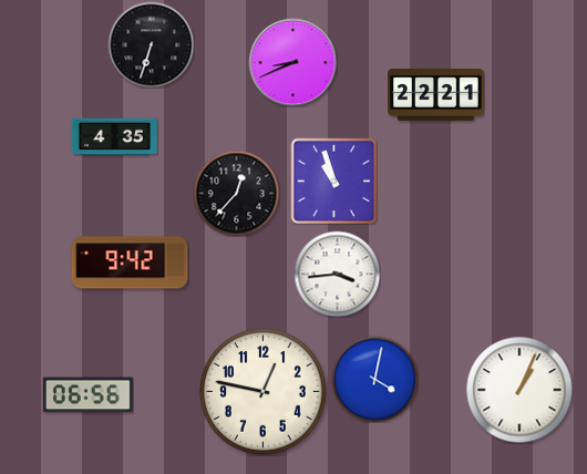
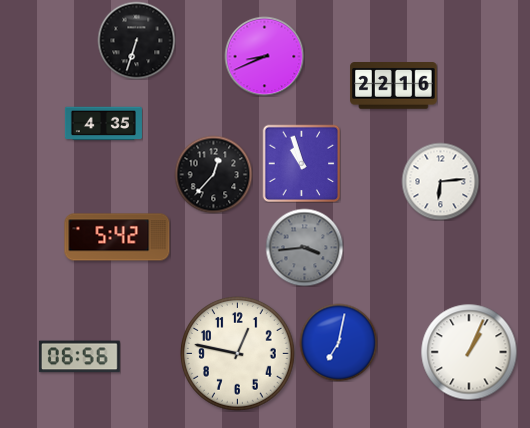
clock at (436, 95): 22:21 -> 22:16
clock at (440, 181): none -> 6:14
clock at (130, 262): 9:42 -> 5:42
clock at (337, 274) dial: white -> grey
clock at (374, 379): 4:02 -> 7:02
